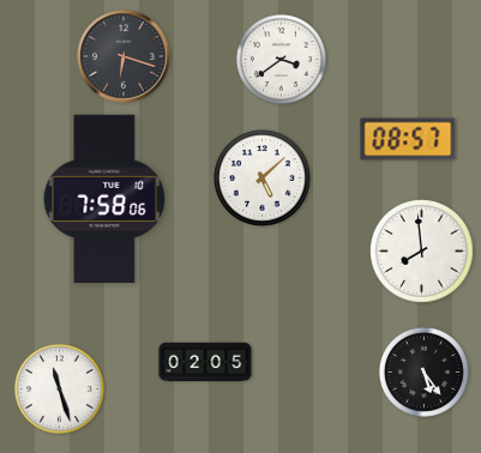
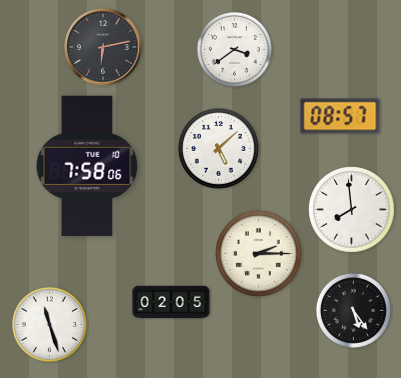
clock at (124, 56): 6:18 -> 6:13
clock at (259, 254): none -> 2:15
